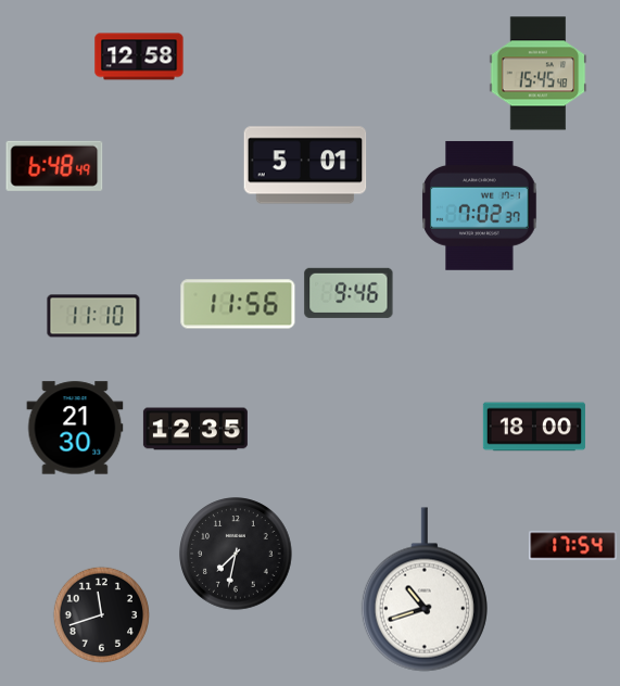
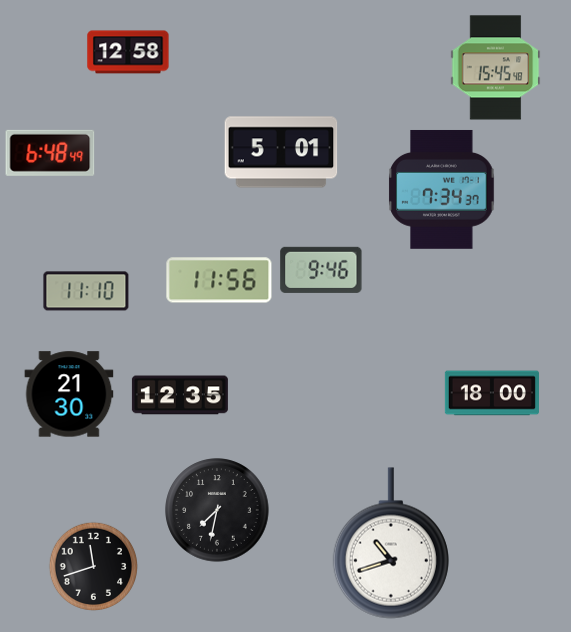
clock at (480, 205): 7:02 -> 7:34
clock at (573, 546): 17:54 -> none
